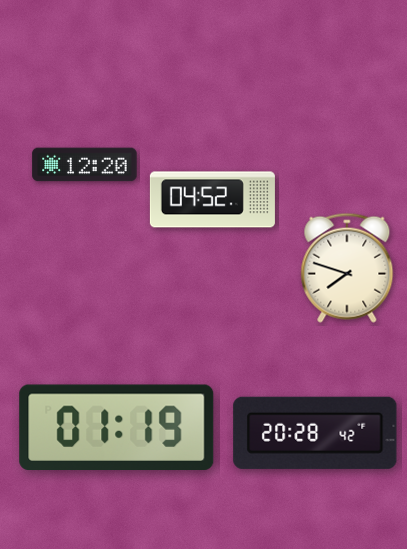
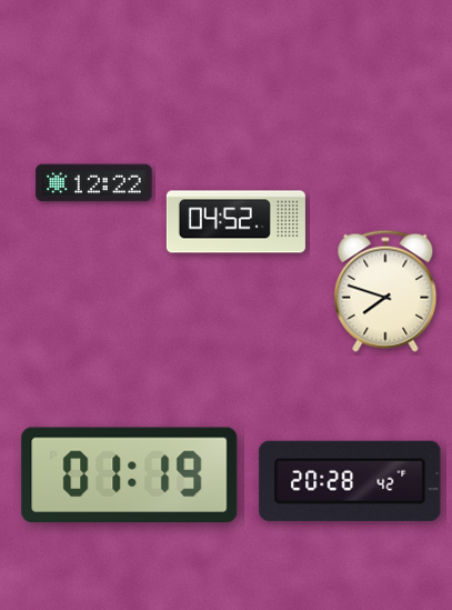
clock at (85, 165): 12:20 -> 12:22
clock at (347, 268) position: (347, 268) -> (385, 291)
